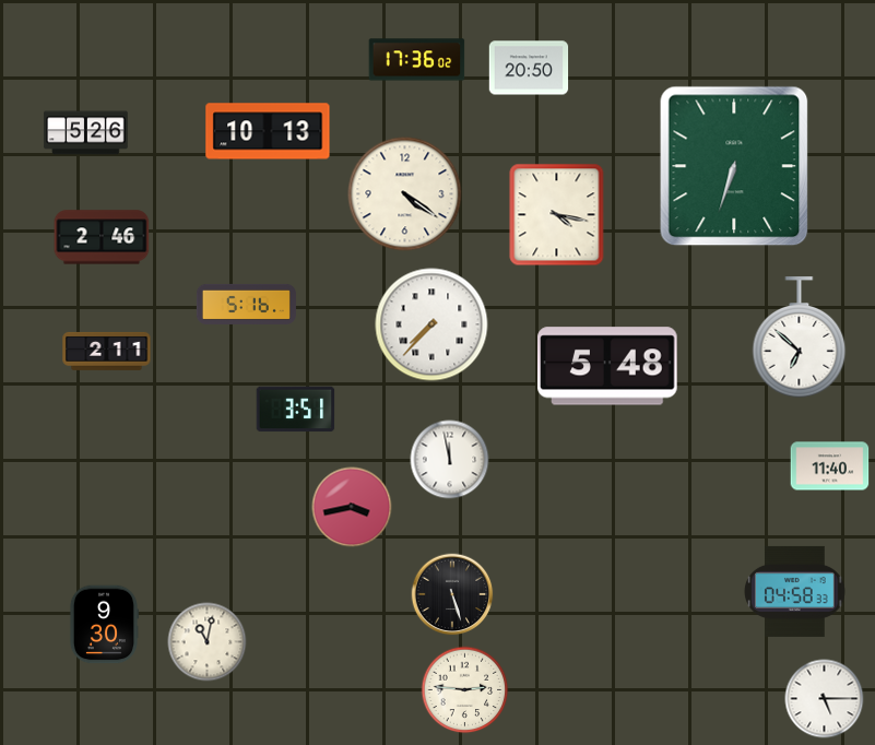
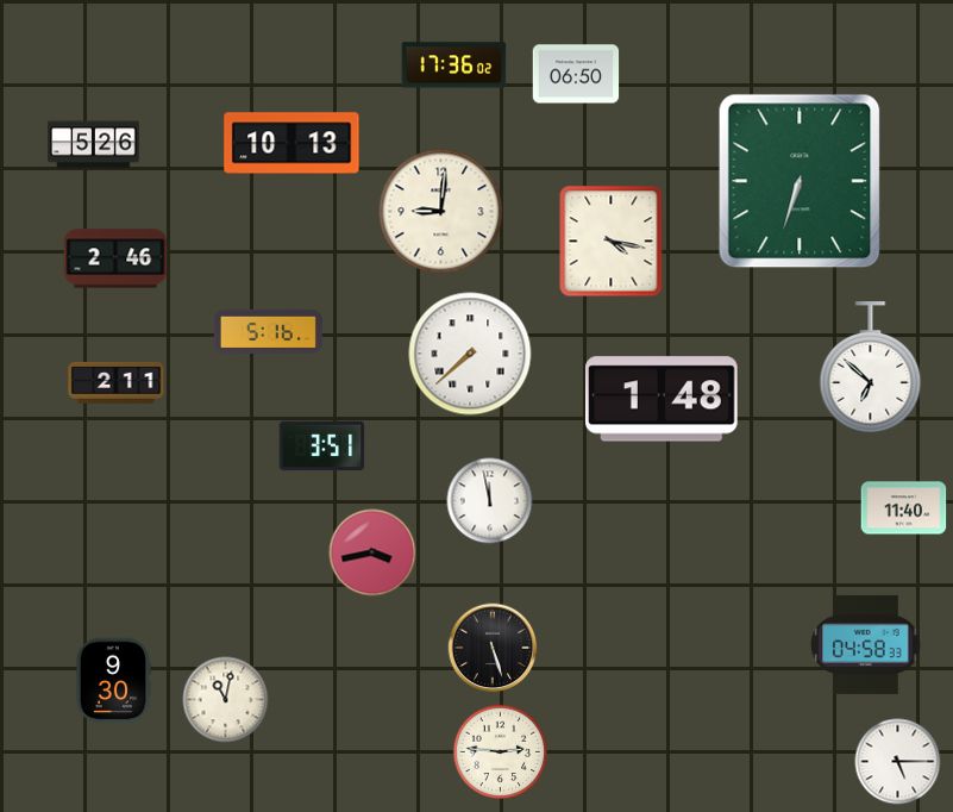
clock at (529, 68): 20:50 -> 06:50
clock at (405, 194): 4:21 -> 9:01
clock at (557, 215) position: (557, 215) -> (612, 242)
clock at (102, 237) position: (102, 237) -> (115, 258)
clock at (431, 324): 7:37 -> 7:38
clock at (607, 366): 5:48 -> 1:48
clock at (352, 507) position: (352, 507) -> (372, 552)
clock at (465, 690) position: (465, 690) -> (501, 752)
